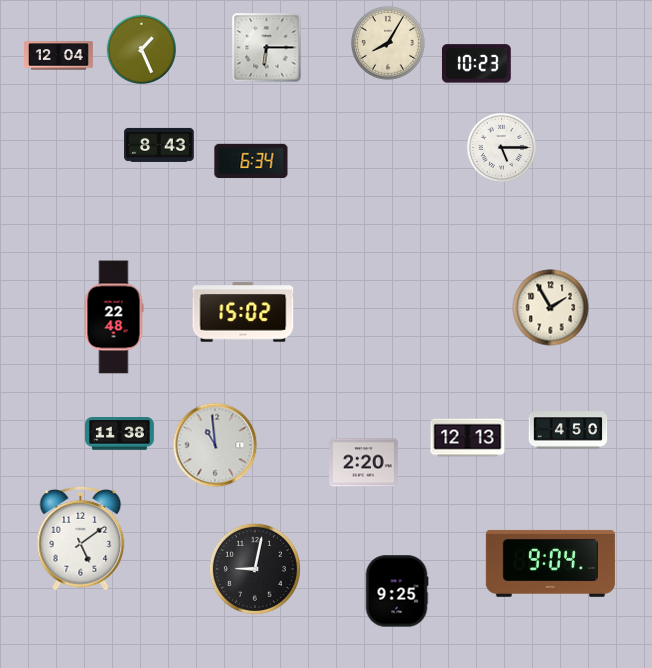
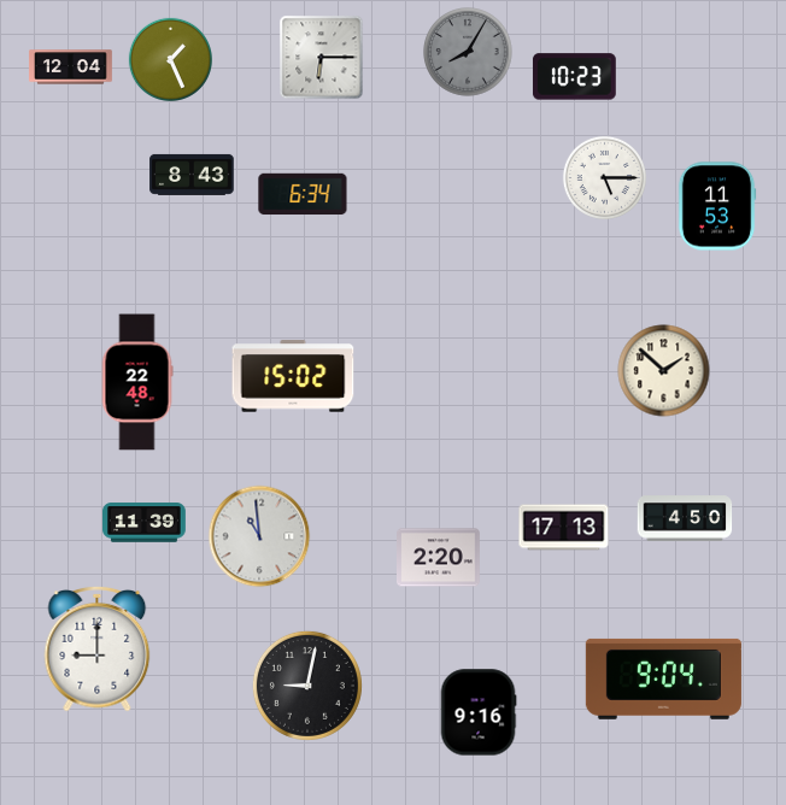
clock at (388, 43) dial: cream -> grey
clock at (717, 206): none -> 11:53
clock at (551, 308): 1:55 -> 1:52
clock at (120, 434): 11:38 -> 11:39
clock at (468, 438): 12:13 -> 17:13
clock at (81, 539): 5:09 -> 9:00
clock at (397, 591): 9:25 -> 9:16
